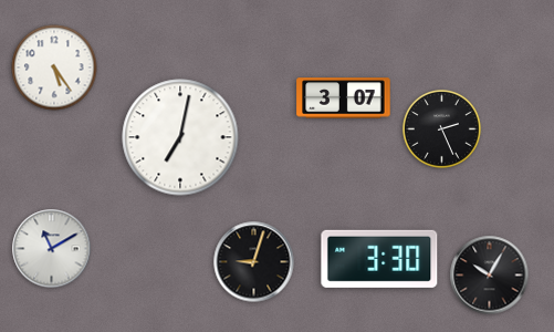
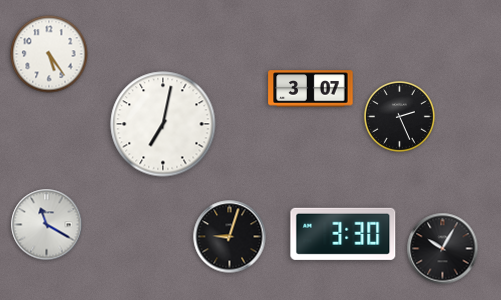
clock at (54, 68) position: (54, 68) -> (49, 54)
clock at (52, 249): 11:10 -> 11:20
